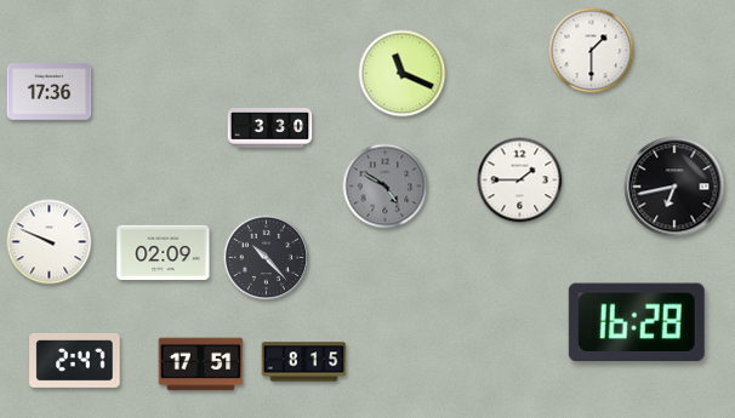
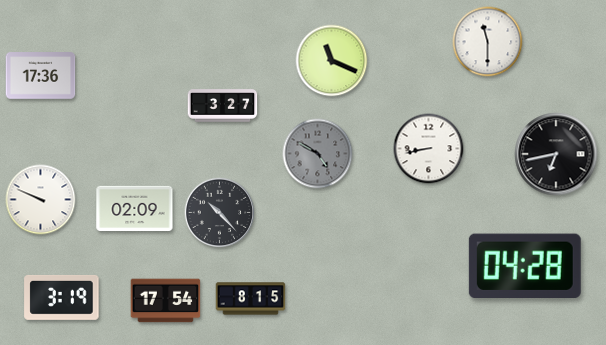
clock at (592, 51): 1:30 -> 11:30
clock at (270, 128): 3:30 -> 3:27
clock at (520, 181): 1:45 -> 8:43
clock at (637, 321): 16:28 -> 04:28
clock at (75, 360): 2:47 -> 3:19
clock at (201, 365): 17:51 -> 17:54
